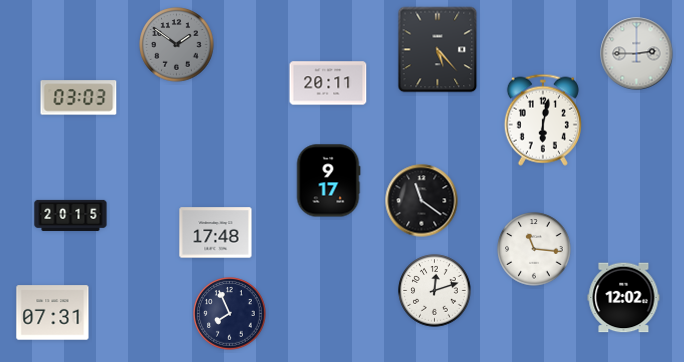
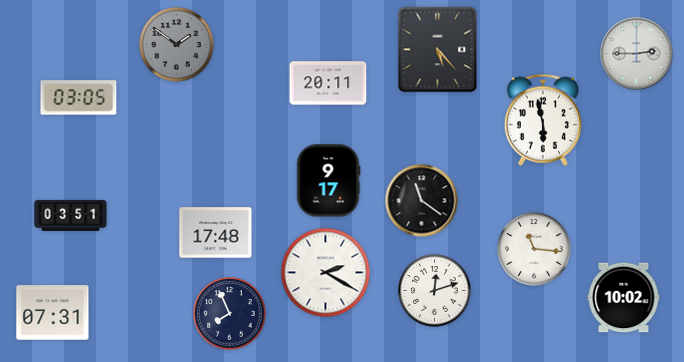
clock at (79, 98): 03:03 -> 03:05
clock at (543, 120): 6:02 -> 5:58
clock at (71, 215): 20:15 -> 03:51
clock at (326, 273): none -> 2:20
clock at (624, 298): 12:02 -> 10:02
